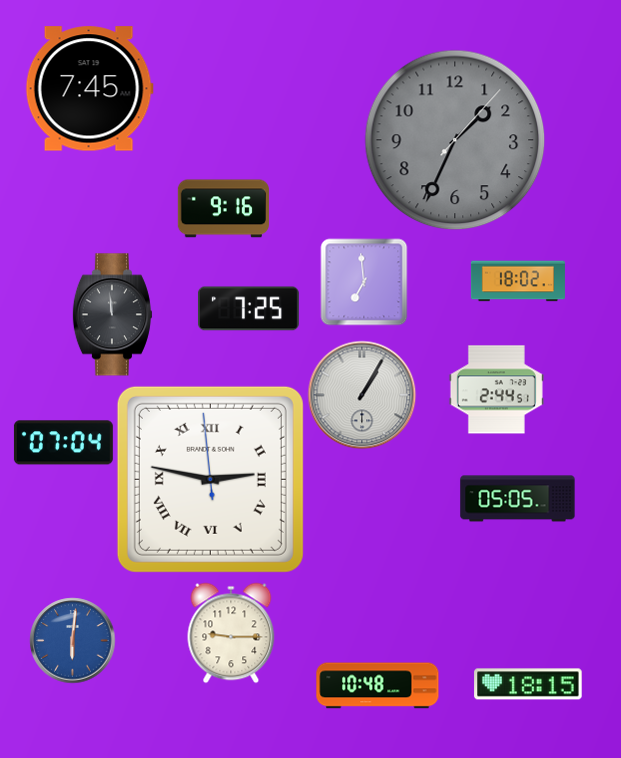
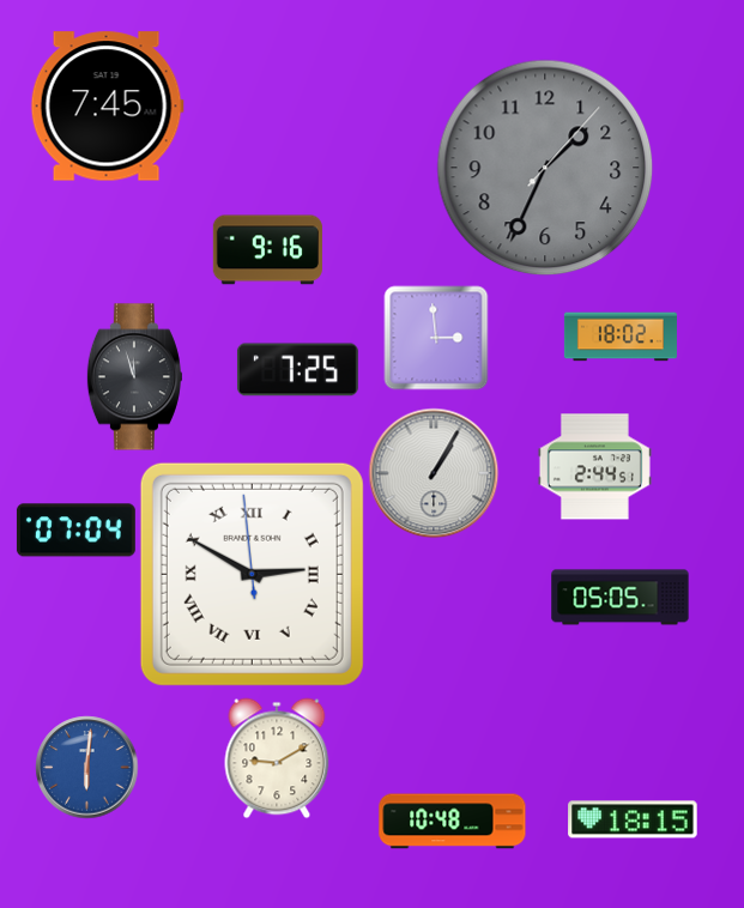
clock at (364, 282): 6:59 -> 2:59
clock at (112, 315): 11:59 -> 11:57
clock at (210, 479): 2:46 -> 2:49
clock at (231, 633): 9:15 -> 9:10
